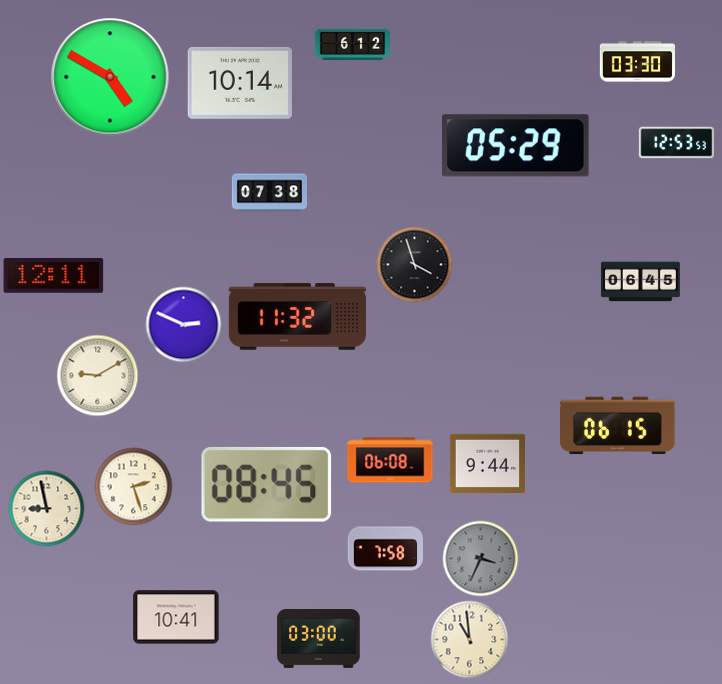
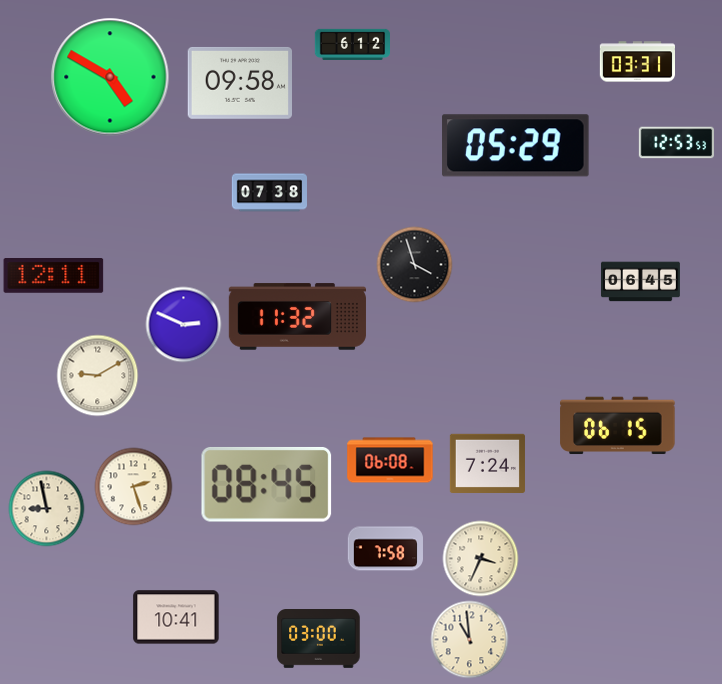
clock at (637, 62): 03:30 -> 03:31
clock at (239, 83): 10:14 -> 09:58
clock at (487, 463): 9:44 -> 7:24
clock at (481, 559) dial: grey -> cream
